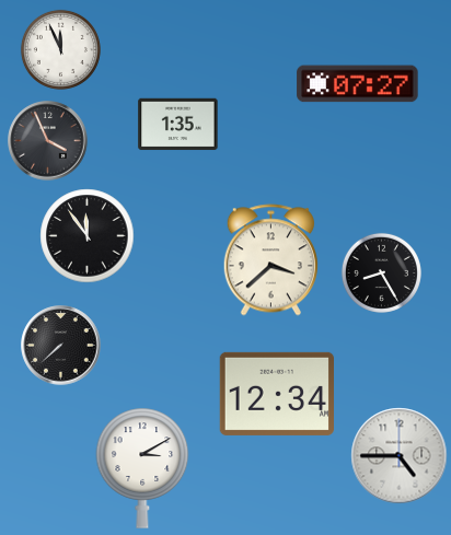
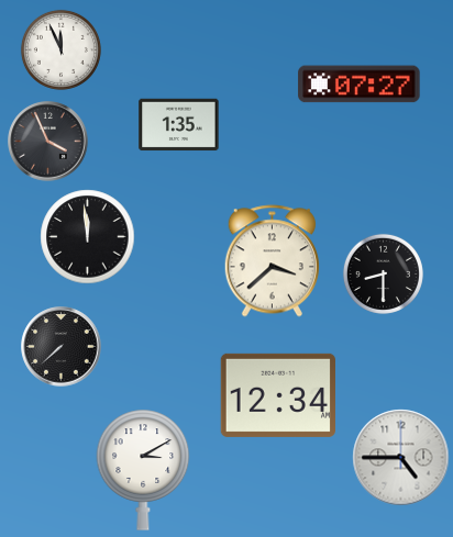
clock at (88, 236): 11:54 -> 11:59
clock at (381, 272): 8:25 -> 8:30
